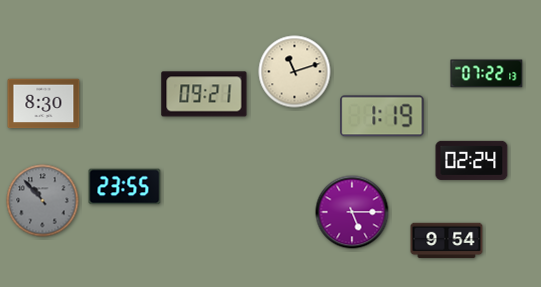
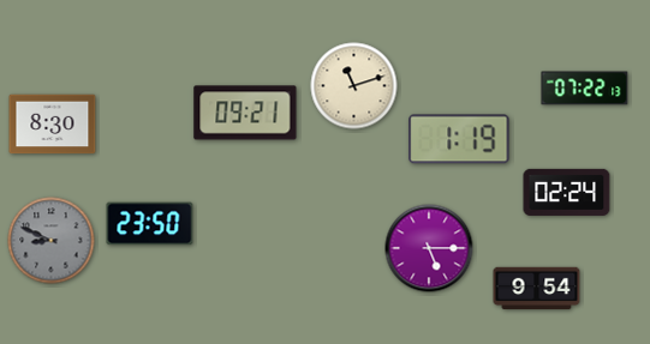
clock at (125, 187): 23:55 -> 23:50
clock at (43, 201): 10:53 -> 8:49
clock at (352, 212) position: (352, 212) -> (429, 248)
